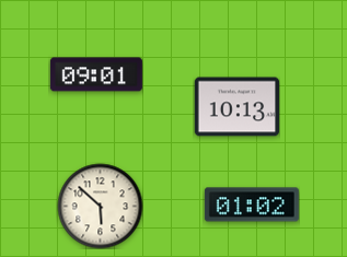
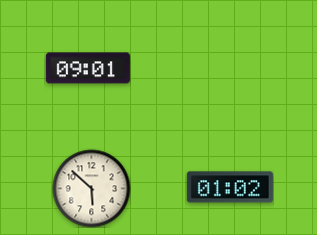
clock at (236, 107): 10:13 -> none
